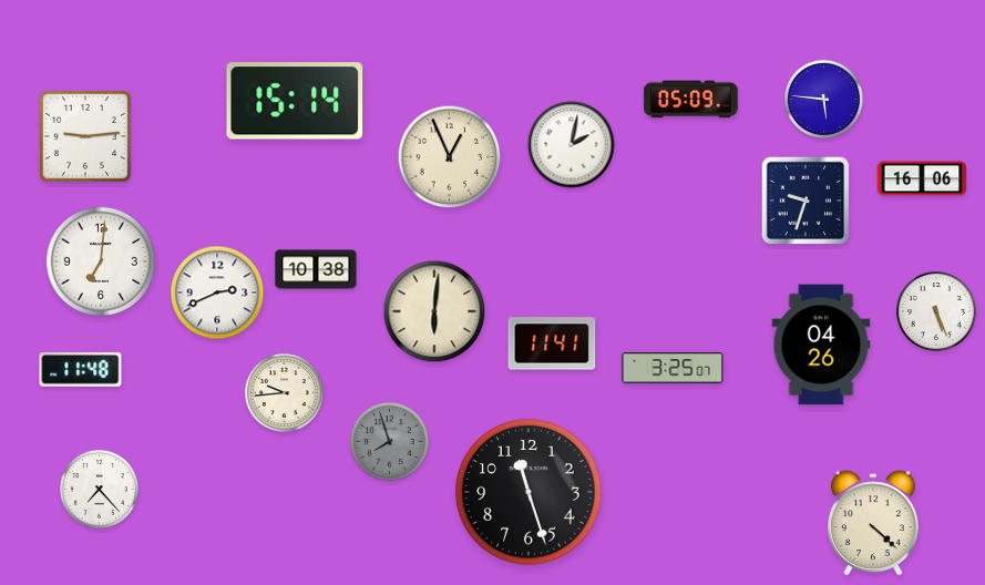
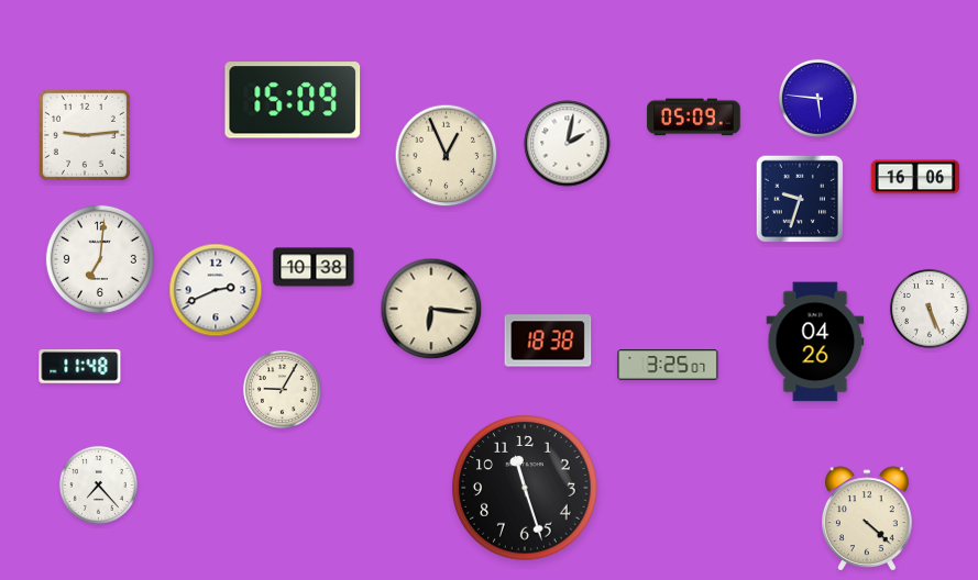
clock at (691, 100) position: (691, 100) -> (694, 118)
clock at (295, 101): 15:14 -> 15:09
clock at (434, 311): 6:01 -> 6:16
clock at (552, 343): 11:41 -> 18:38
clock at (284, 392): 9:44 -> 9:05
clock at (389, 441): 7:57 -> none
